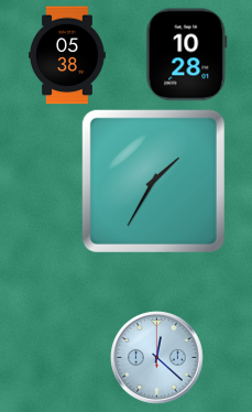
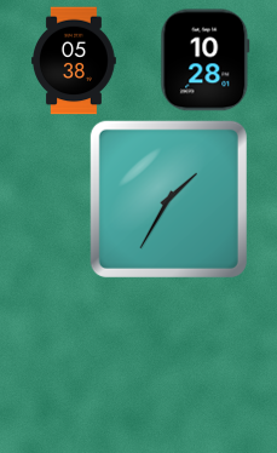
clock at (157, 358): 12:22 -> none
